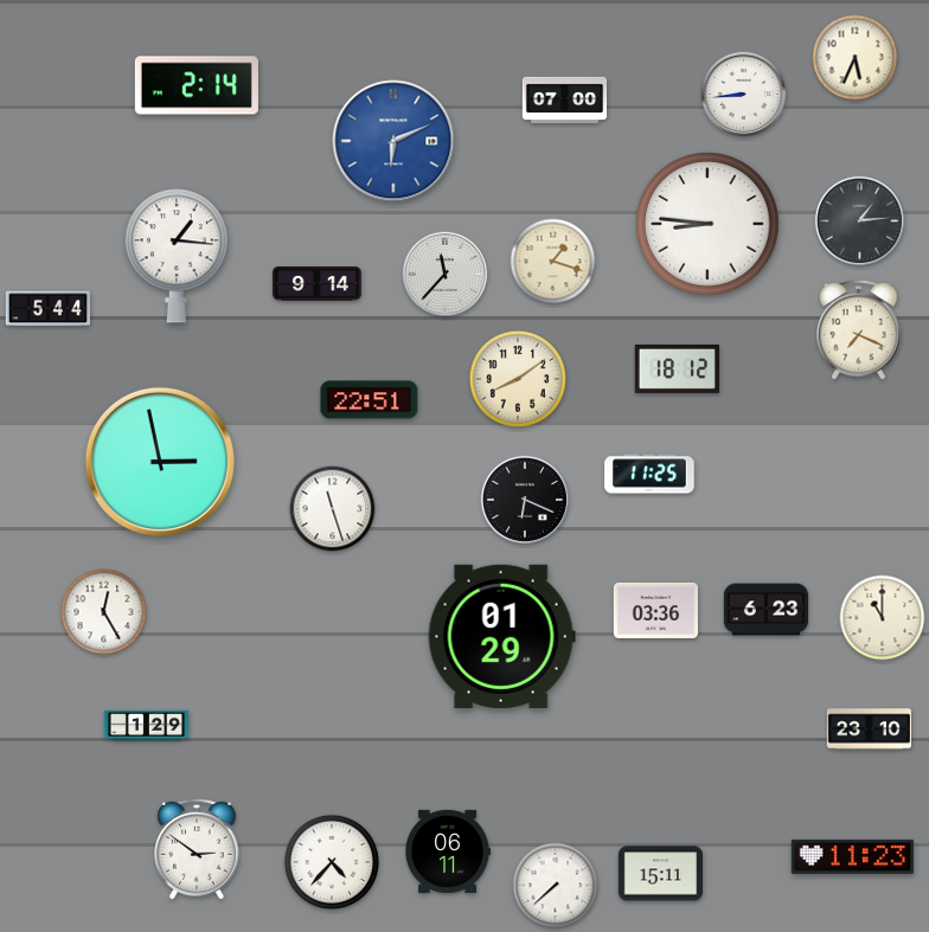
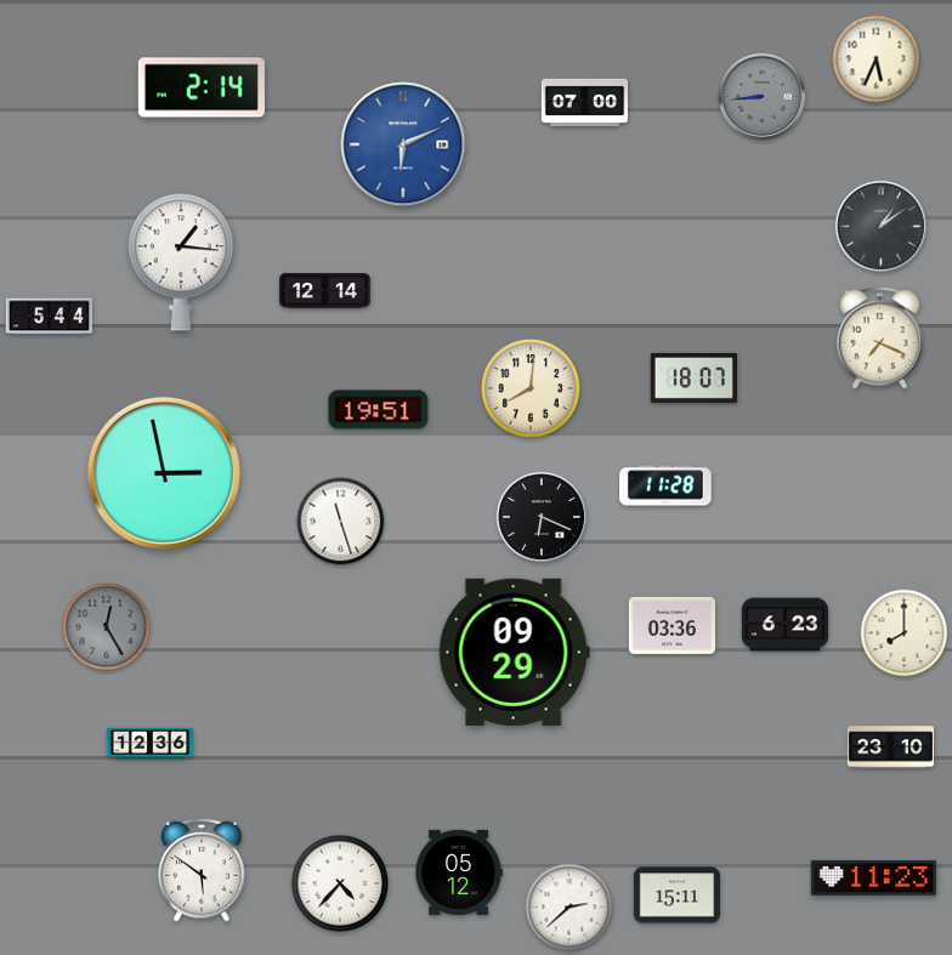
clock at (744, 95) dial: white -> grey
clock at (565, 101) position: (565, 101) -> (585, 103)
clock at (859, 220): 1:14 -> 1:09
clock at (707, 224): 8:46 -> none
clock at (553, 262): 1:18 -> none
clock at (446, 275): 11:37 -> none
clock at (318, 284): 9:14 -> 12:14
clock at (677, 368): 18:12 -> 18:07
clock at (518, 379): 8:09 -> 8:01
clock at (370, 400): 22:51 -> 19:51
clock at (649, 474): 11:25 -> 11:28
clock at (525, 500) position: (525, 500) -> (542, 517)
clock at (104, 612) dial: white -> grey
clock at (883, 618): 11:00 -> 8:00
clock at (501, 636): 01:29 -> 09:29
clock at (147, 726): 1:29 -> 12:36
clock at (198, 849): 2:51 -> 5:51
clock at (448, 851): 06:11 -> 05:12
clock at (556, 886): 7:38 -> 2:38
